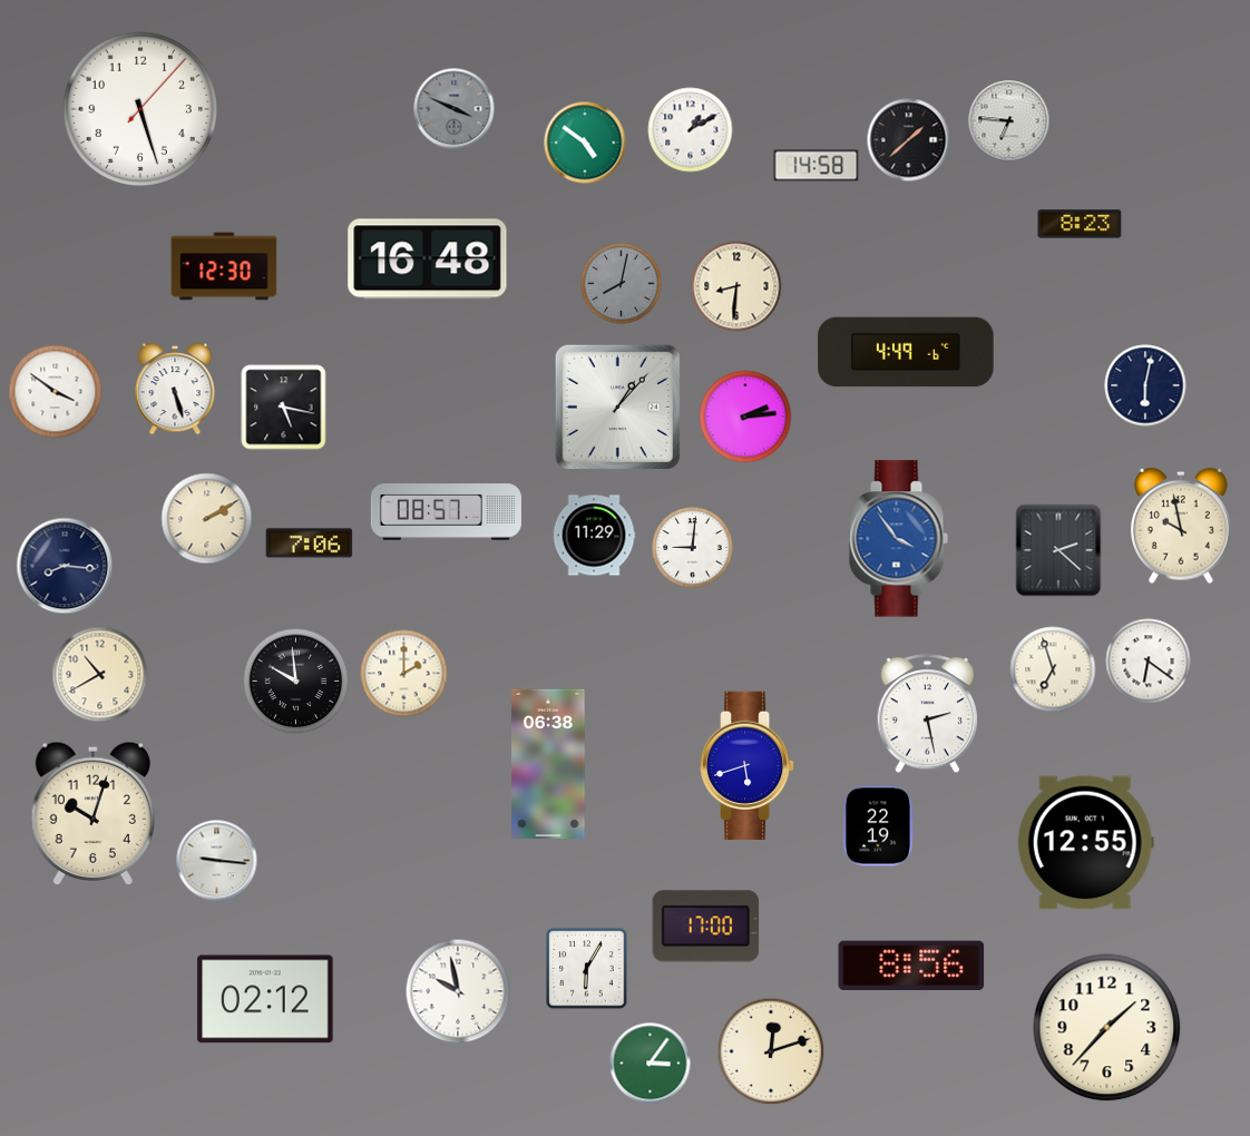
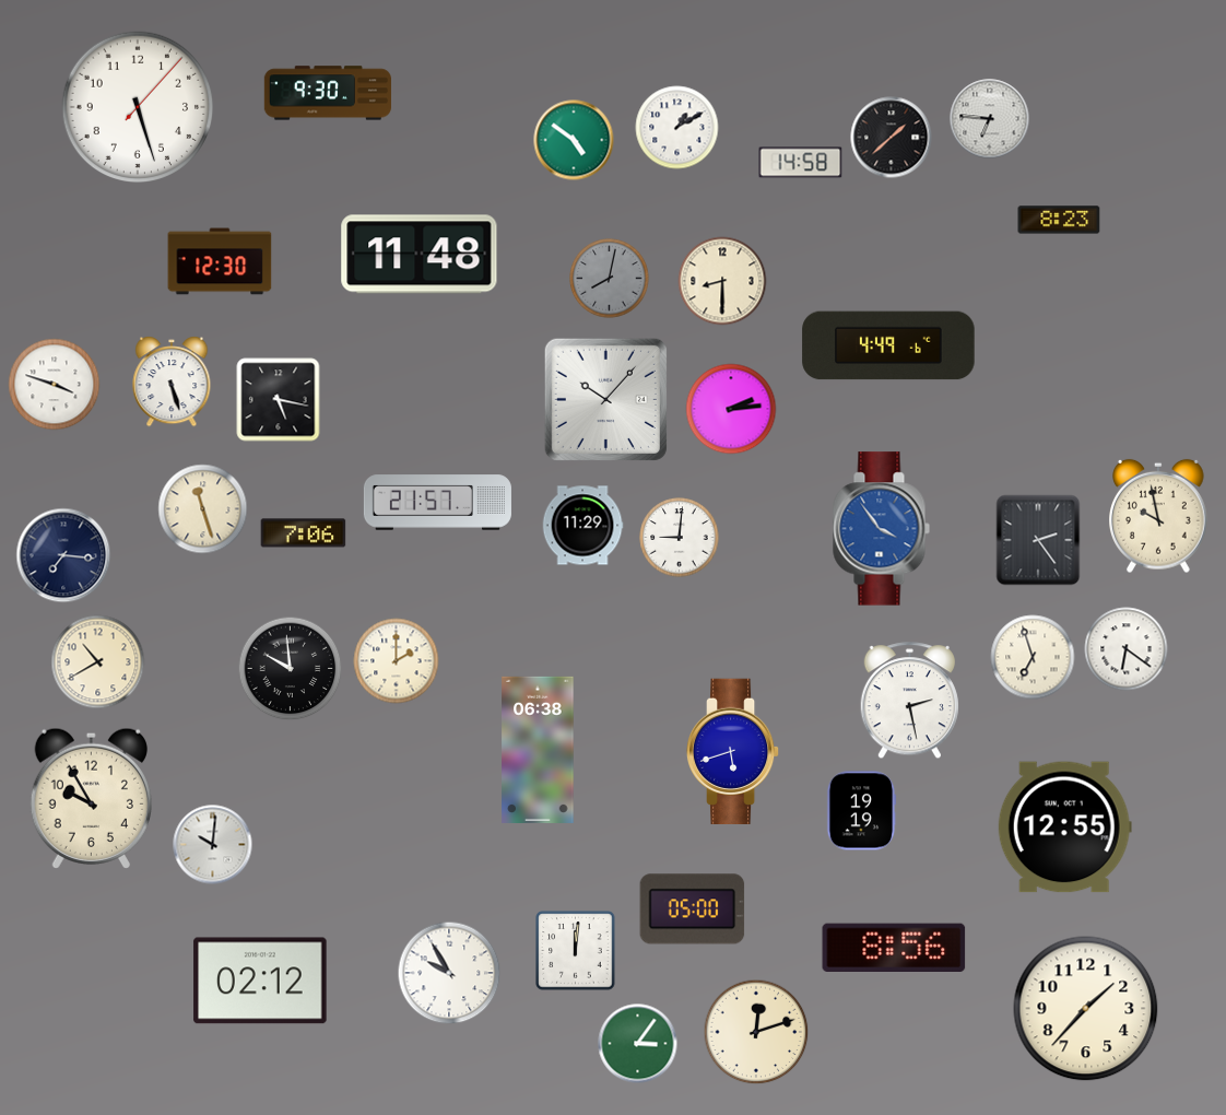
clock at (328, 93): none -> 9:30
clock at (455, 109): 3:49 -> none
clock at (428, 259): 16:48 -> 11:48
clock at (736, 286): 8:31 -> 8:30
clock at (1145, 385): 6:02 -> none
clock at (56, 392): 3:51 -> 3:48
clock at (617, 407): 1:07 -> 10:07
clock at (446, 512): 08:57 -> 21:57
clock at (207, 519): 2:10 -> 11:27
clock at (1058, 550): 2:22 -> 2:24
clock at (65, 566): 8:16 -> 7:16
clock at (92, 813): 10:03 -> 9:55
clock at (878, 826): 22:19 -> 19:19
clock at (217, 861): 9:16 -> 10:01
clock at (706, 927): 17:00 -> 05:00
clock at (587, 969): 6:05 -> 12:01
clock at (458, 991): 9:58 -> 9:55
